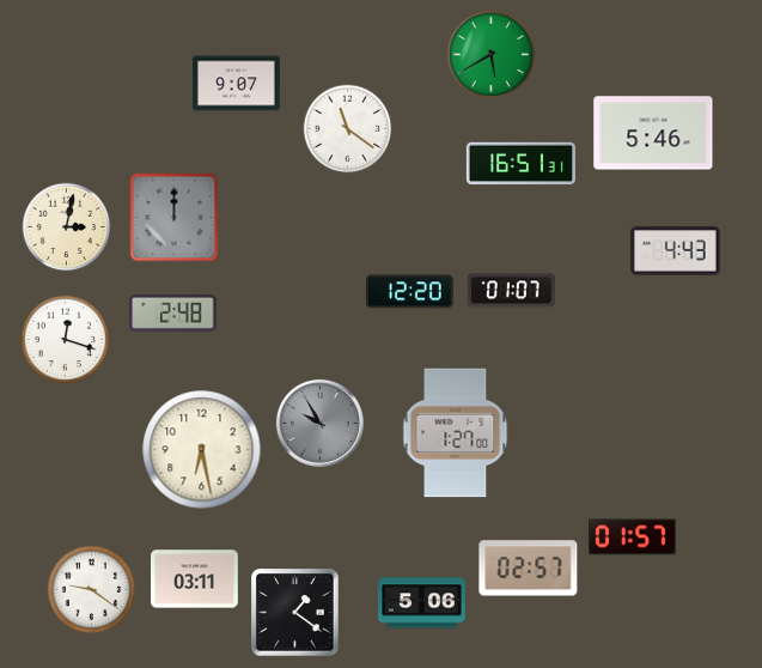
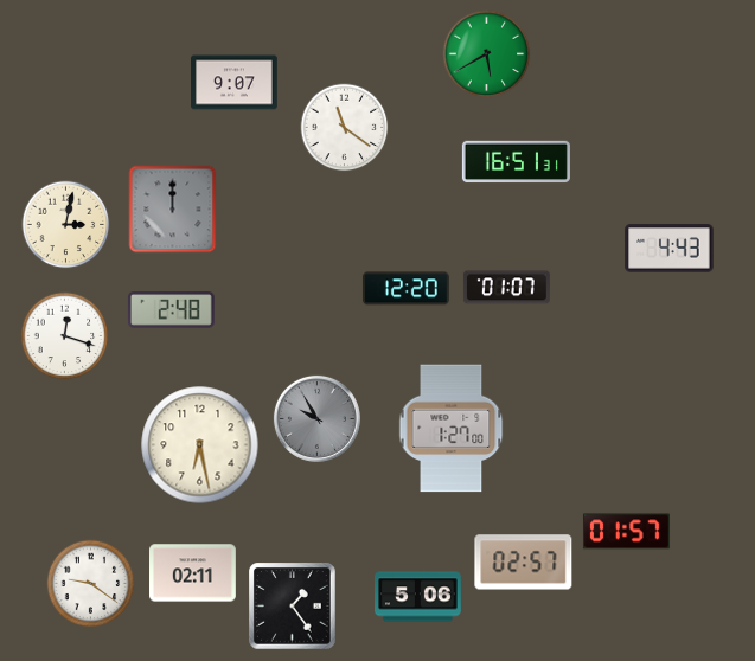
clock at (653, 133): 5:46 -> none
clock at (175, 218) position: (175, 218) -> (173, 210)
clock at (195, 579): 03:11 -> 02:11
clock at (295, 613): 1:21 -> 1:24
